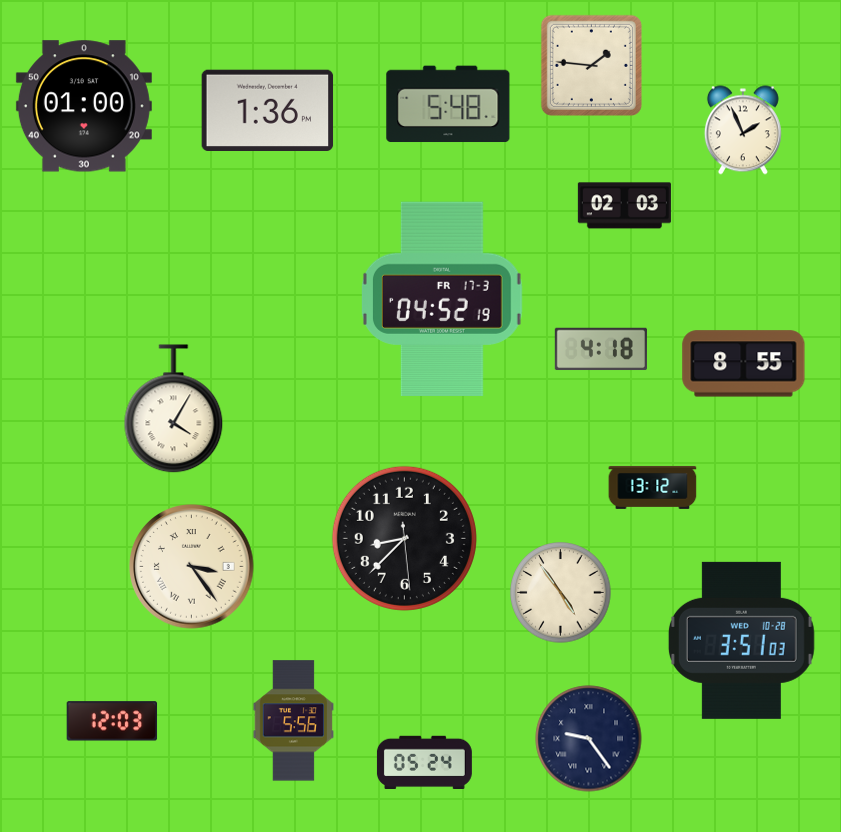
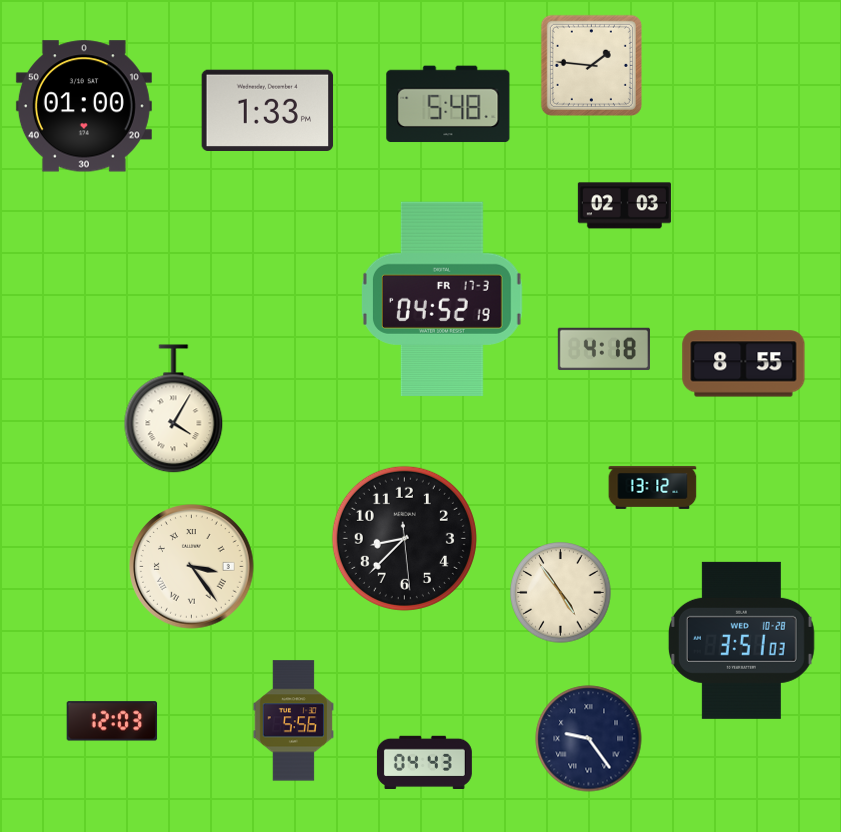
clock at (268, 110): 1:36 -> 1:33
clock at (743, 130): 1:56 -> none
clock at (601, 349) position: (601, 349) -> (604, 349)
clock at (424, 762): 05:24 -> 04:43
